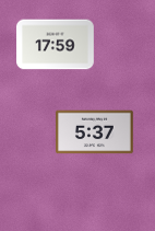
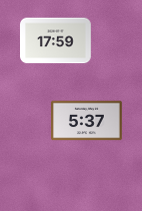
clock at (56, 45) position: (56, 45) -> (56, 41)
